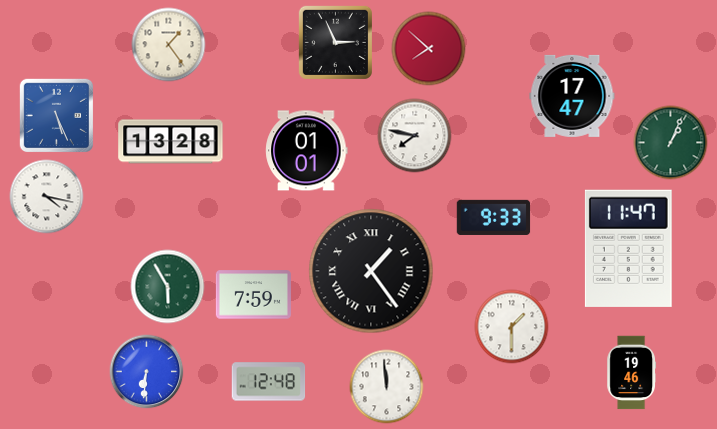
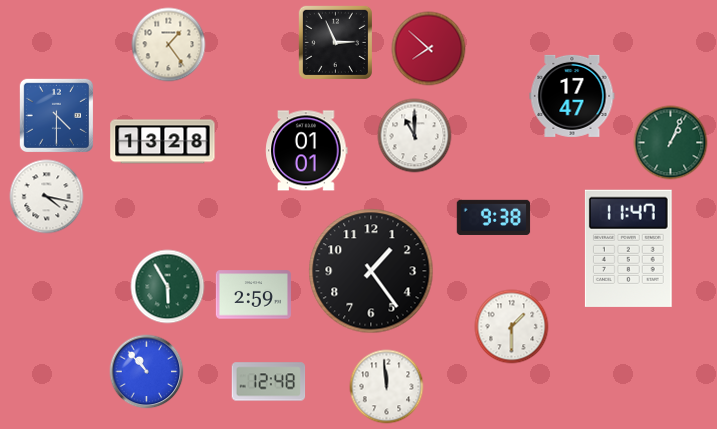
clock at (56, 115): 5:26 -> 4:30
clock at (415, 136): 7:47 -> 11:00
clock at (171, 142) position: (171, 142) -> (163, 142)
clock at (494, 217): 9:33 -> 9:38
clock at (371, 271) numerals: Roman -> Arabic
clock at (253, 295): 7:59 -> 2:59
clock at (147, 372): 6:31 -> 10:53
clock at (631, 373): 19:46 -> none
